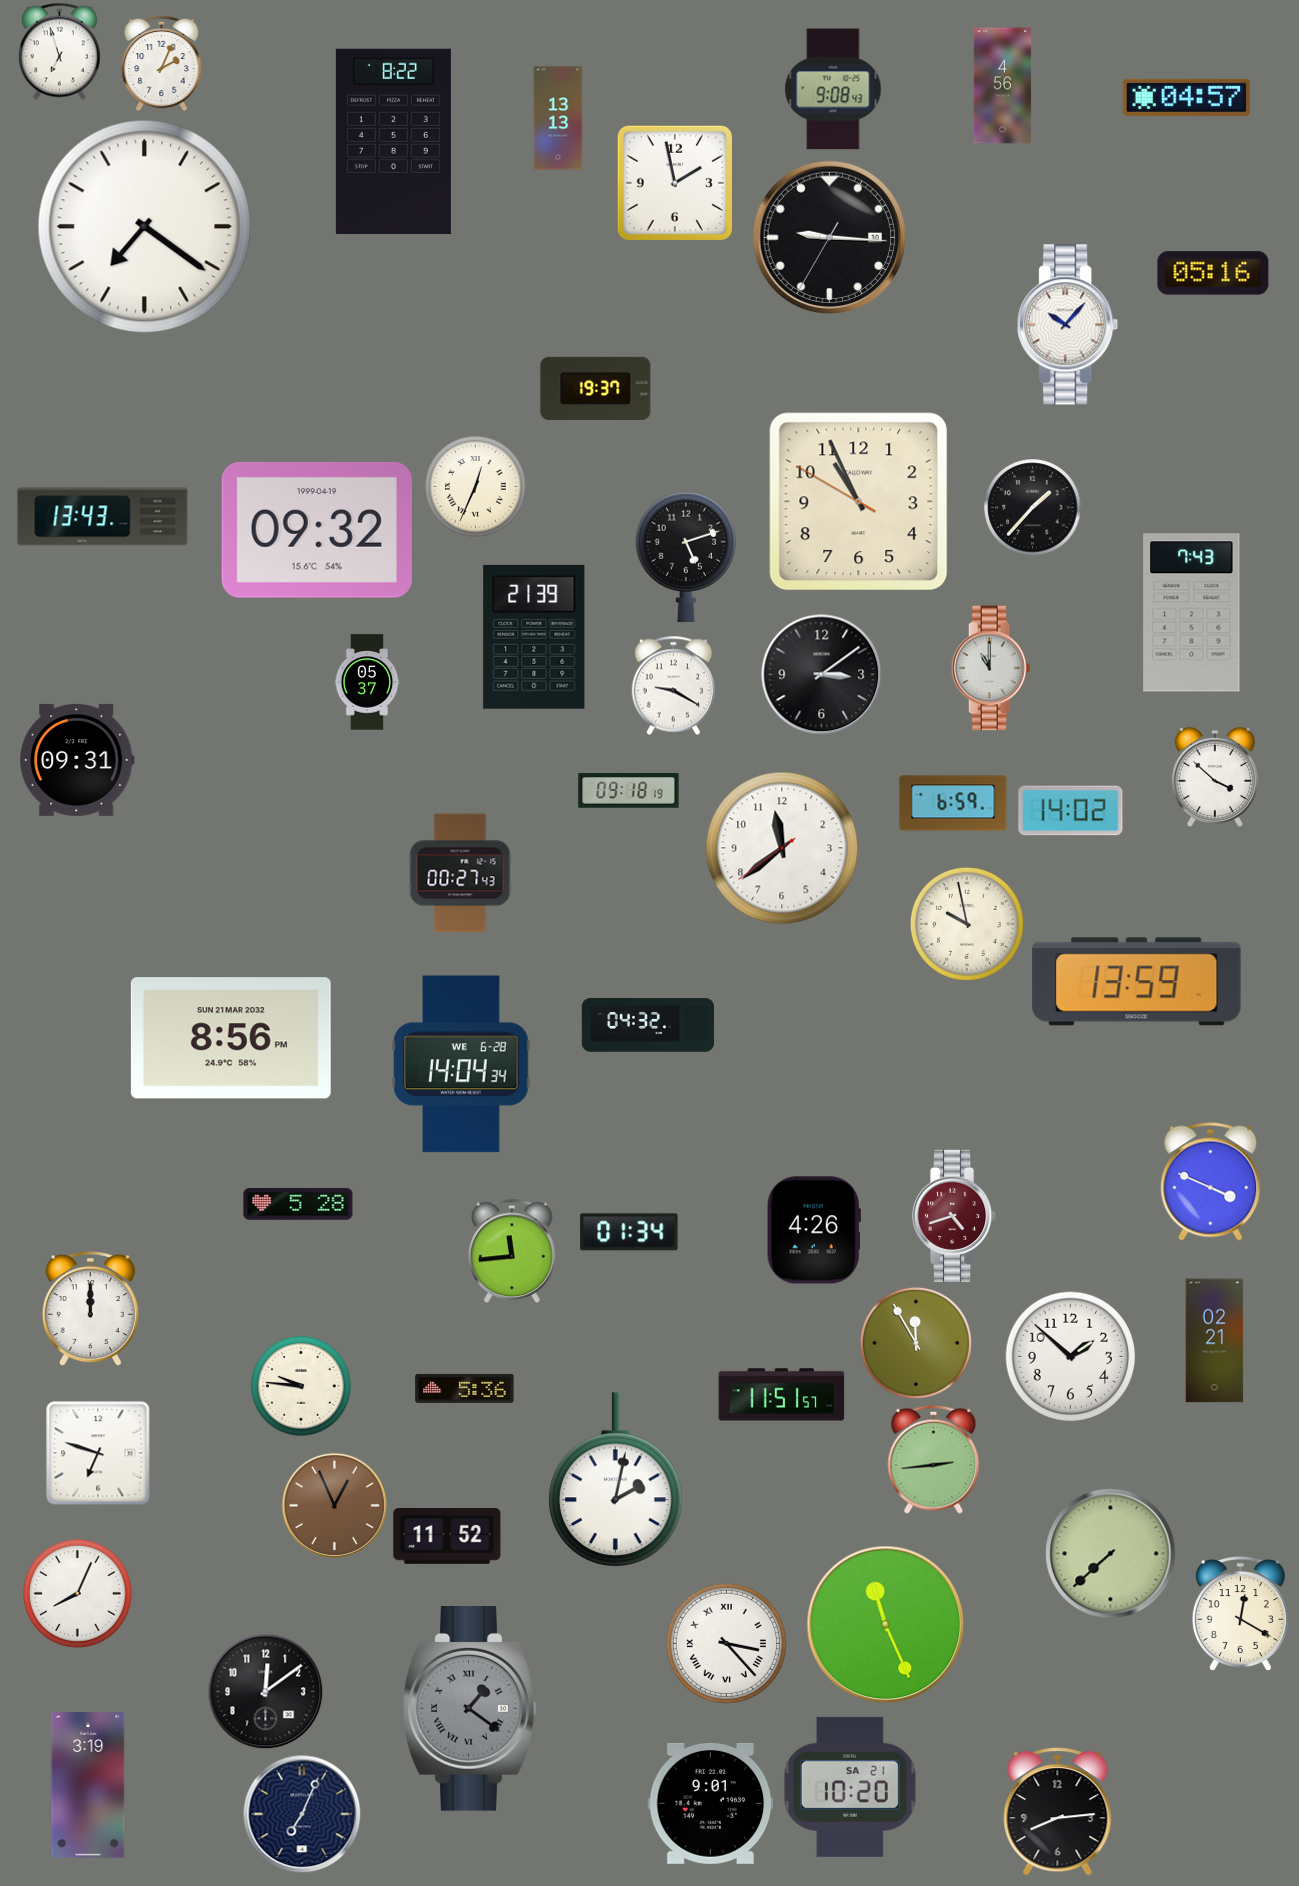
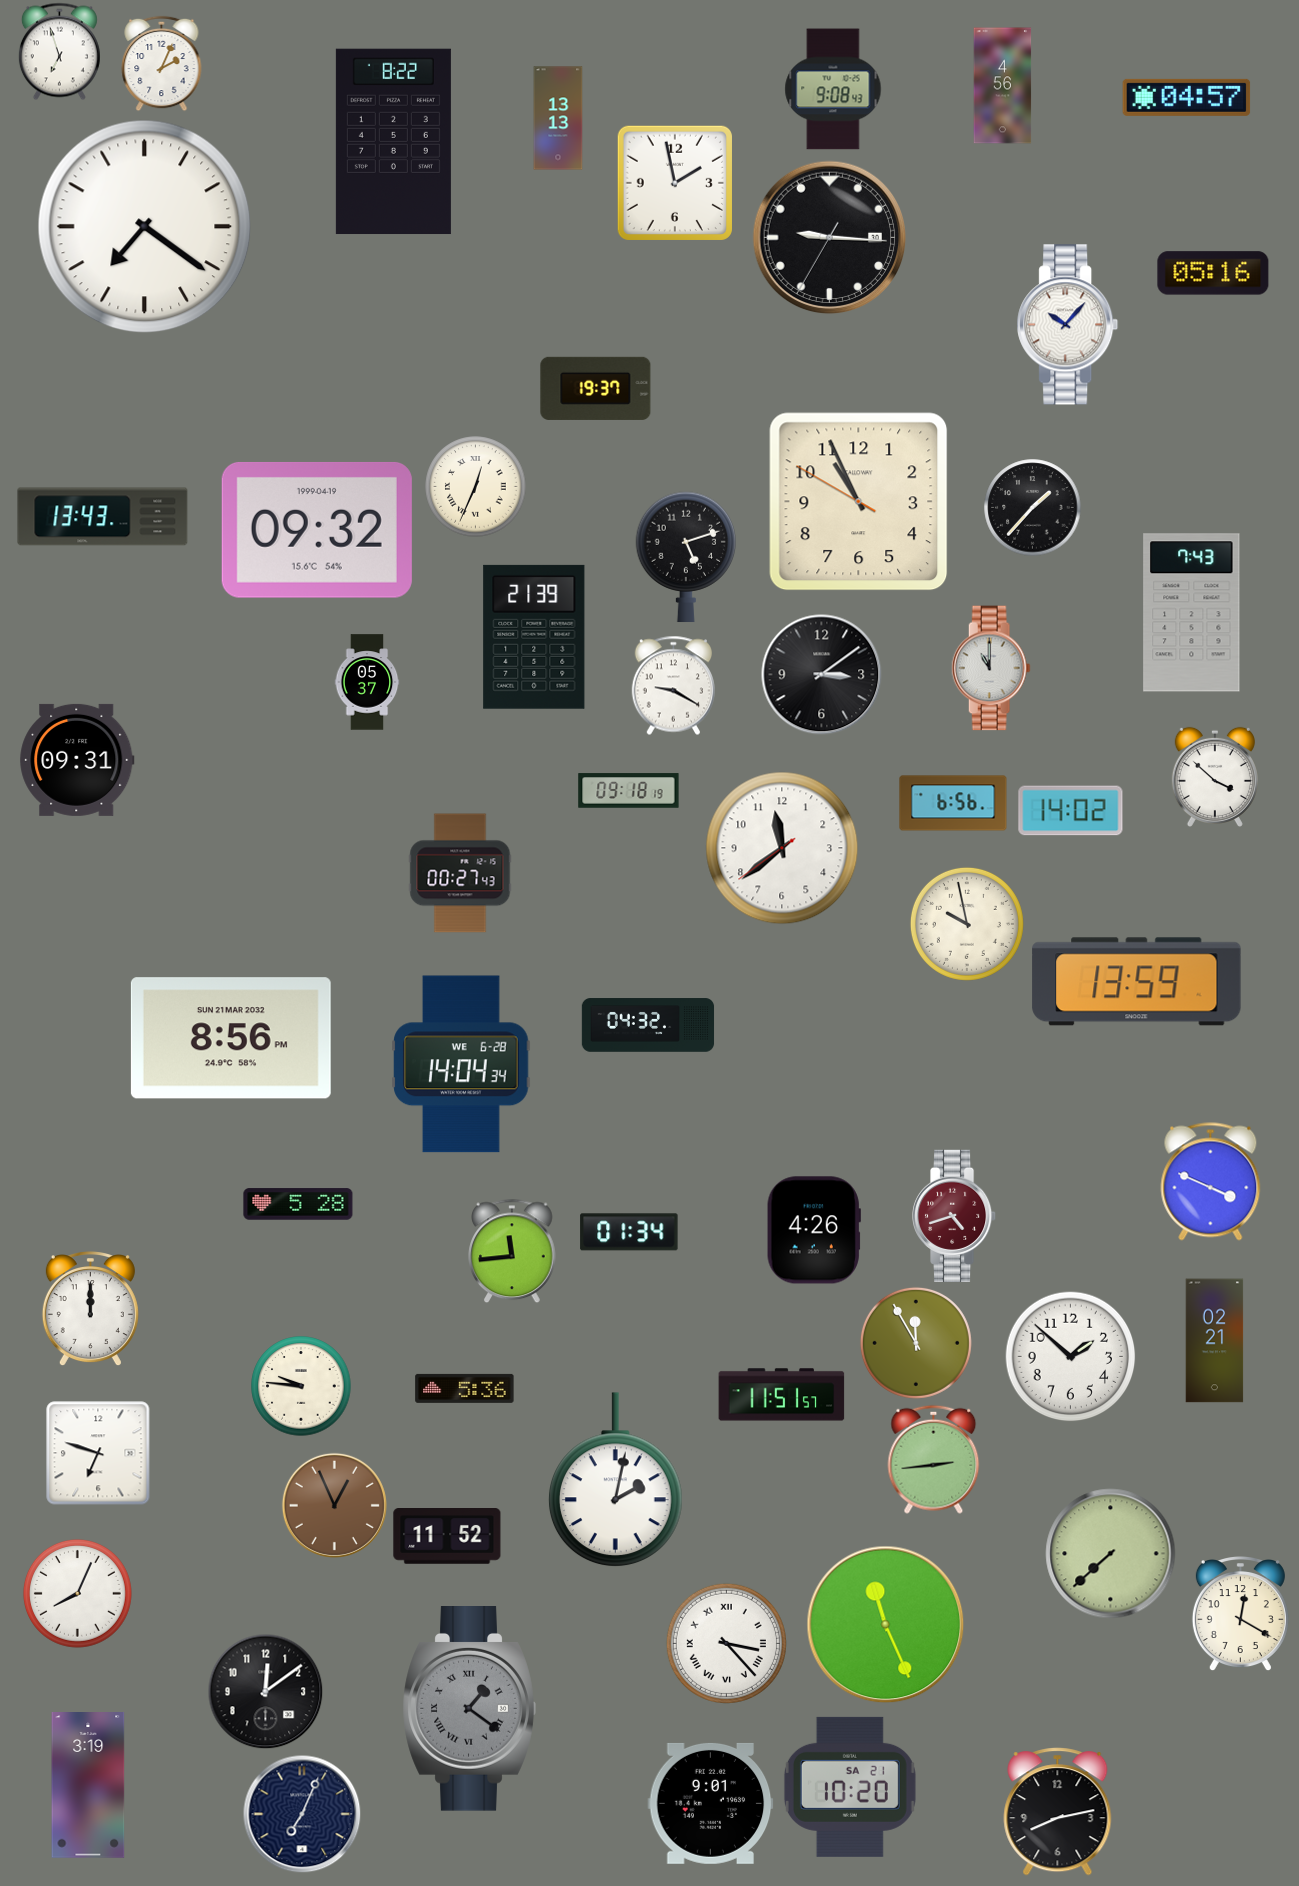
clock at (953, 803): 6:59 -> 6:56
clock at (1058, 1812): 8:14 -> 8:13
